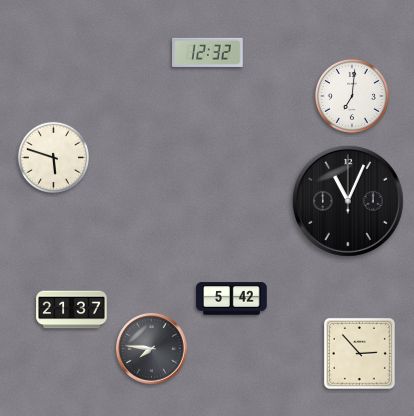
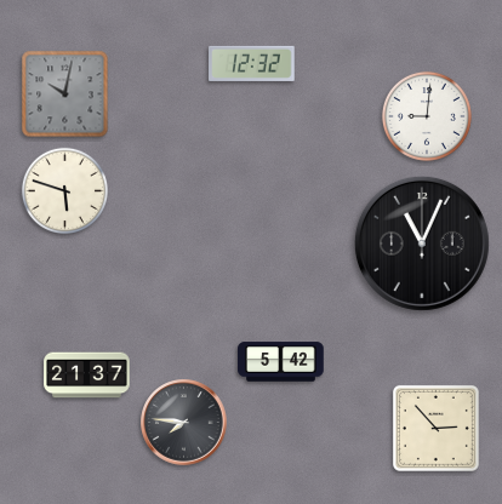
clock at (65, 94): none -> 10:02
clock at (352, 96): 7:01 -> 9:01
